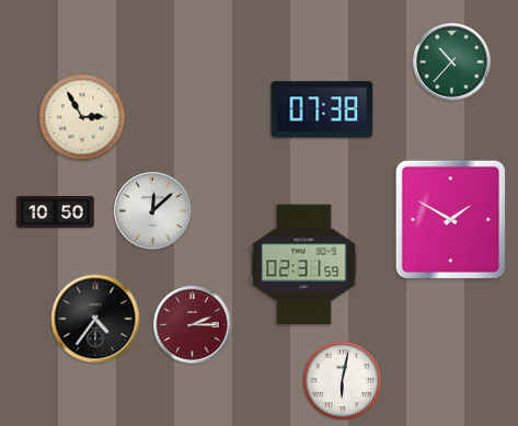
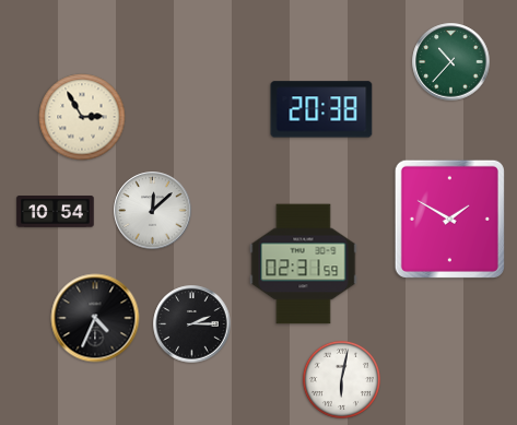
clock at (322, 110): 07:38 -> 20:38
clock at (56, 212): 10:50 -> 10:54
clock at (95, 319): 4:36 -> 4:34
clock at (193, 325) dial: burgundy -> black
